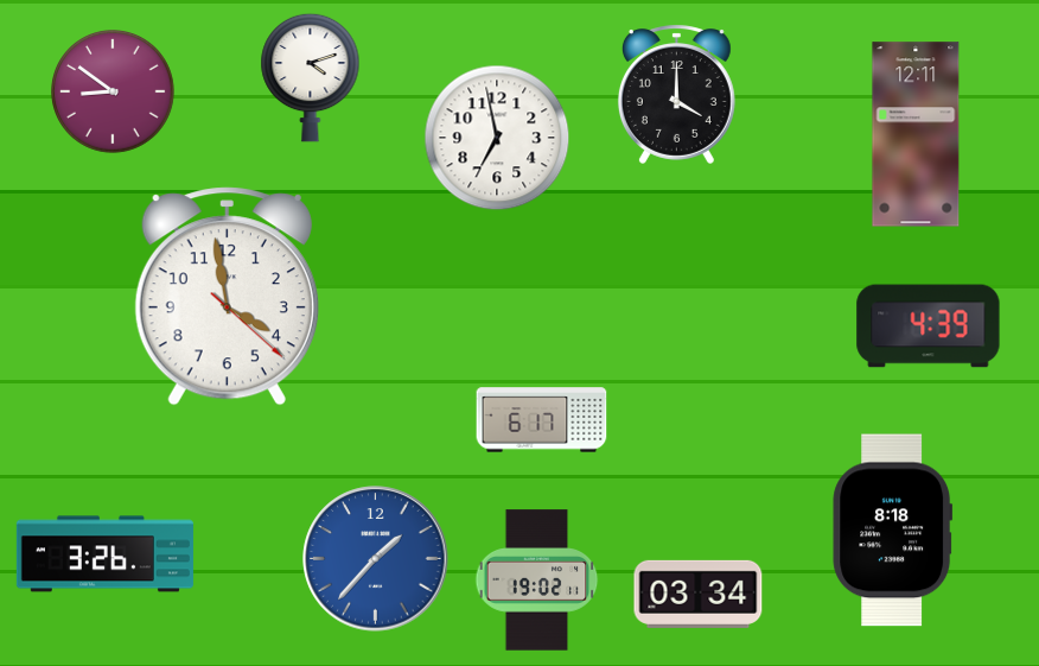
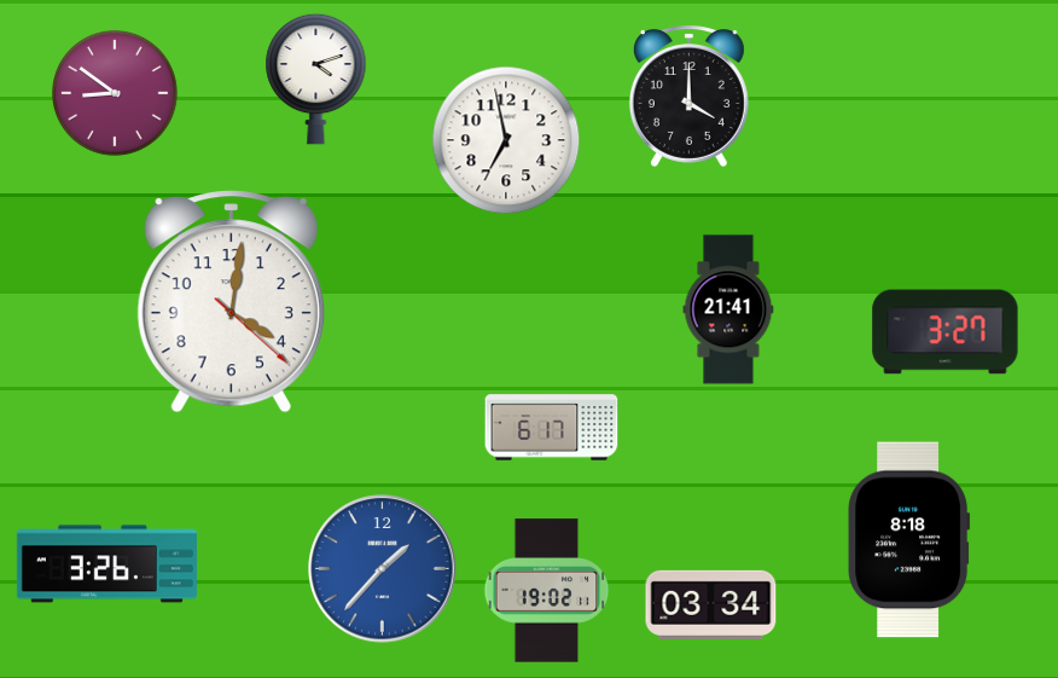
clock at (916, 134): 12:11 -> none
clock at (227, 297): 3:58 -> 4:01
clock at (728, 309): none -> 21:41
clock at (929, 326): 4:39 -> 3:27
